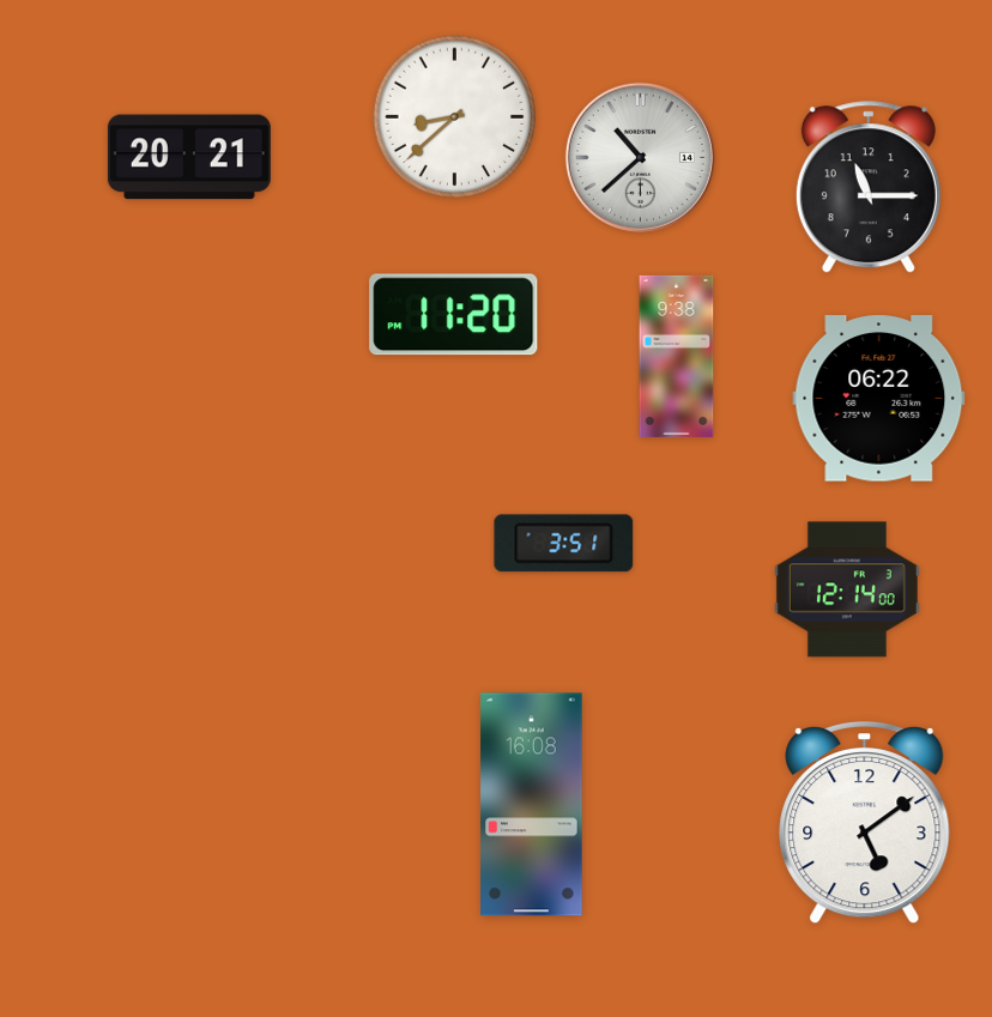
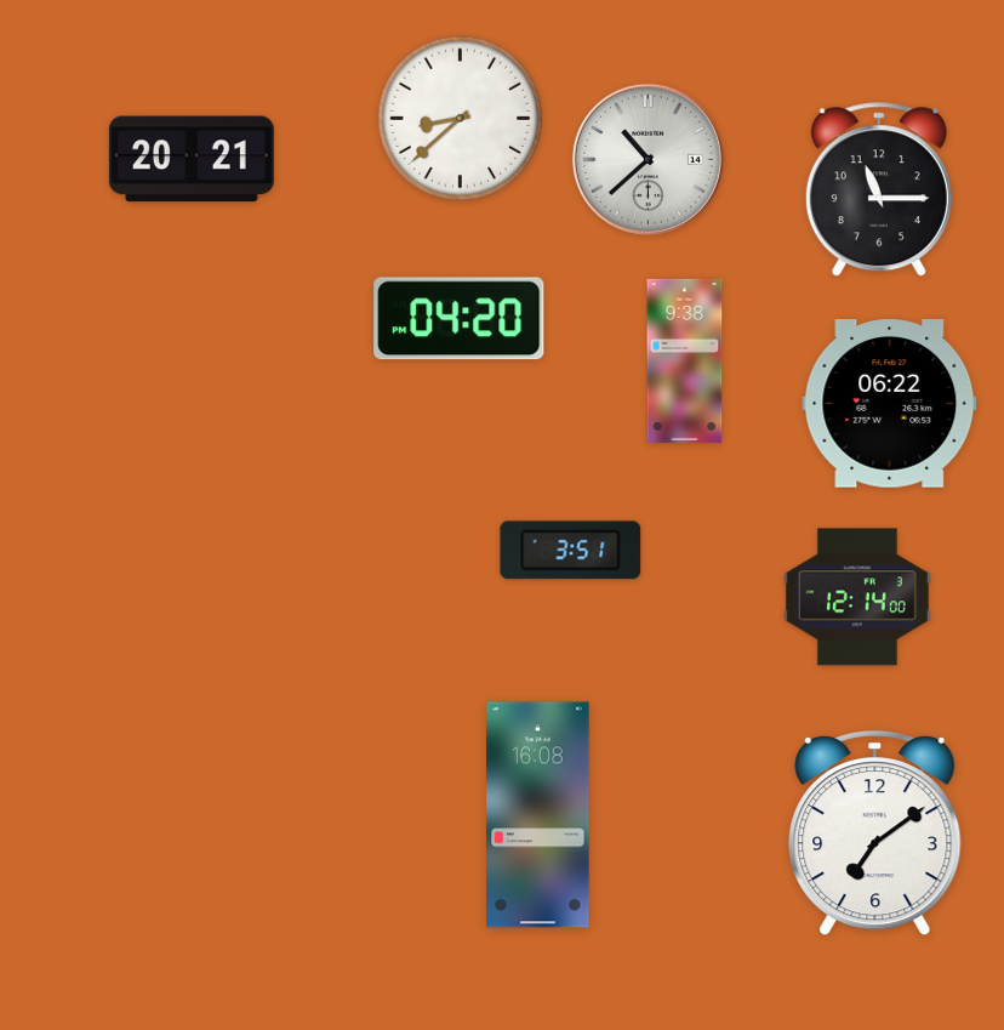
clock at (454, 315): 11:20 -> 04:20
clock at (865, 823): 5:09 -> 7:09
